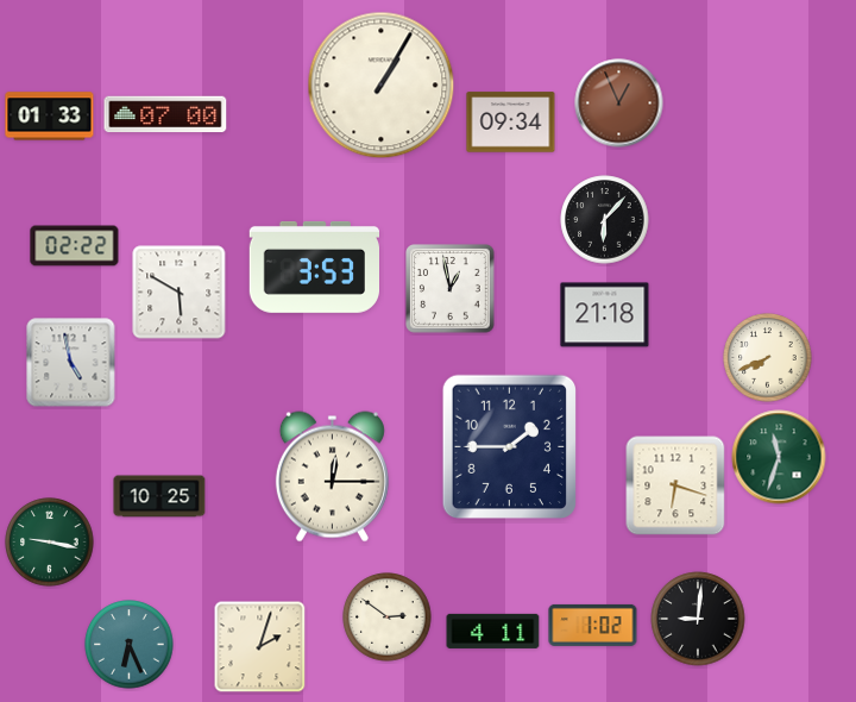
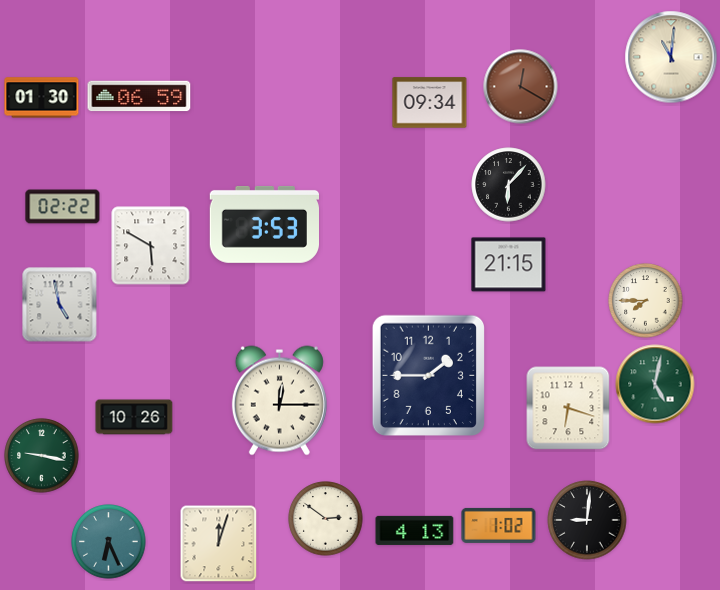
clock at (671, 57): none -> 11:01
clock at (382, 86): 1:05 -> none
clock at (619, 104): 12:56 -> 12:20
clock at (165, 114): 07:00 -> 06:59
clock at (50, 117): 01:33 -> 01:30
clock at (451, 289): 12:58 -> none
clock at (605, 315): 21:18 -> 21:15
clock at (768, 358): 7:41 -> 7:45
clock at (779, 457): 11:33 -> 5:02
clock at (159, 496): 10:25 -> 10:26
clock at (493, 631): 4:11 -> 4:13
clock at (260, 647): 2:03 -> 12:03
